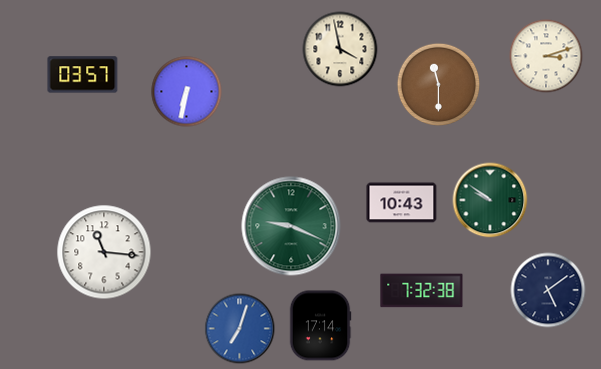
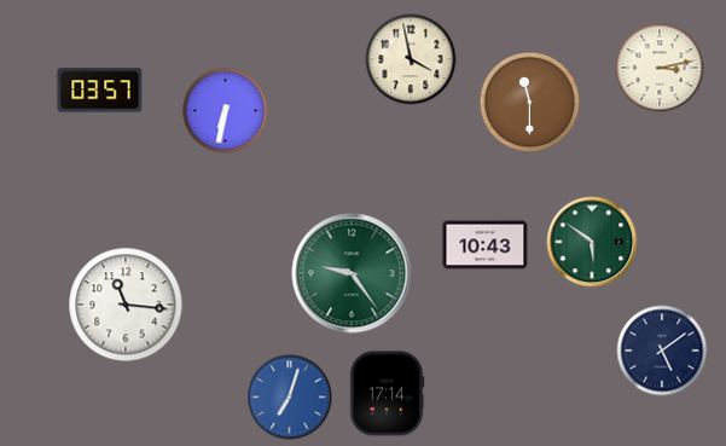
clock at (546, 56): 3:12 -> 3:13
clock at (490, 200): 9:51 -> 5:51
clock at (291, 226): 9:19 -> 9:24
clock at (422, 291): 7:32 -> none
